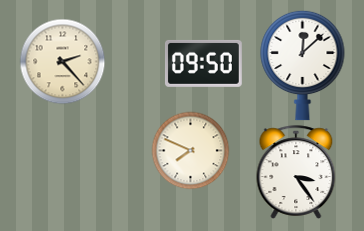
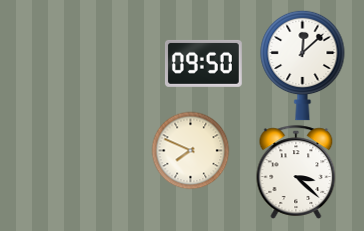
clock at (62, 61): 2:23 -> none
clock at (296, 172): 3:24 -> 3:22
